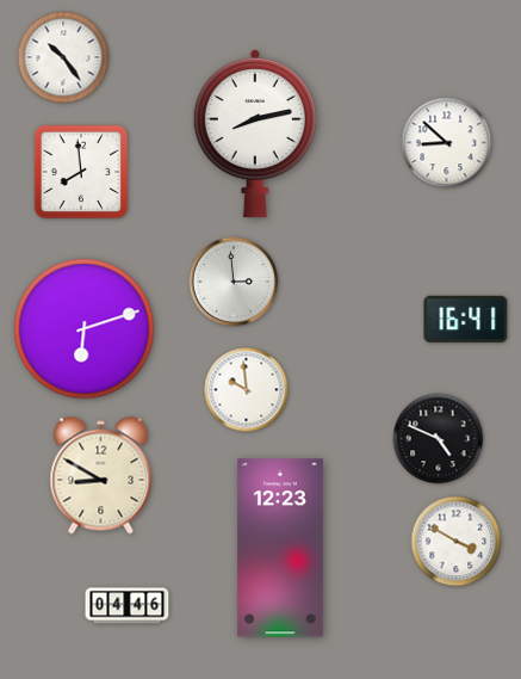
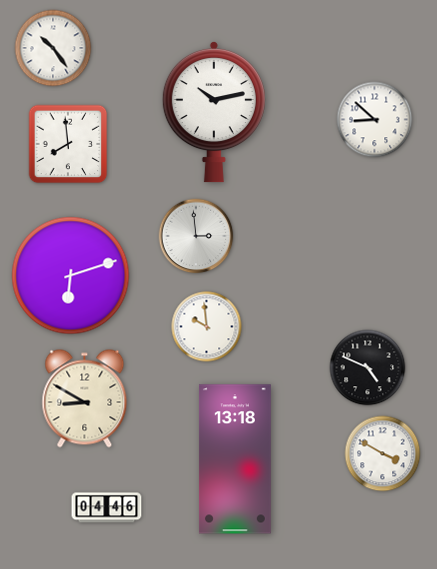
clock at (255, 134): 8:13 -> 10:13
clock at (466, 319): 16:41 -> none
clock at (280, 548): 12:23 -> 13:18
